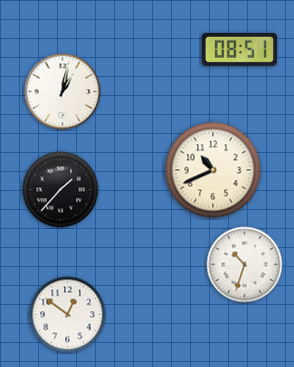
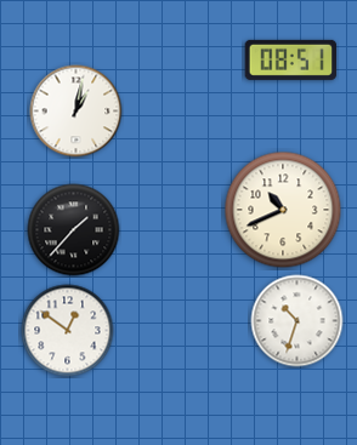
clock at (213, 170) position: (213, 170) -> (283, 210)
clock at (68, 315) position: (68, 315) -> (68, 331)
